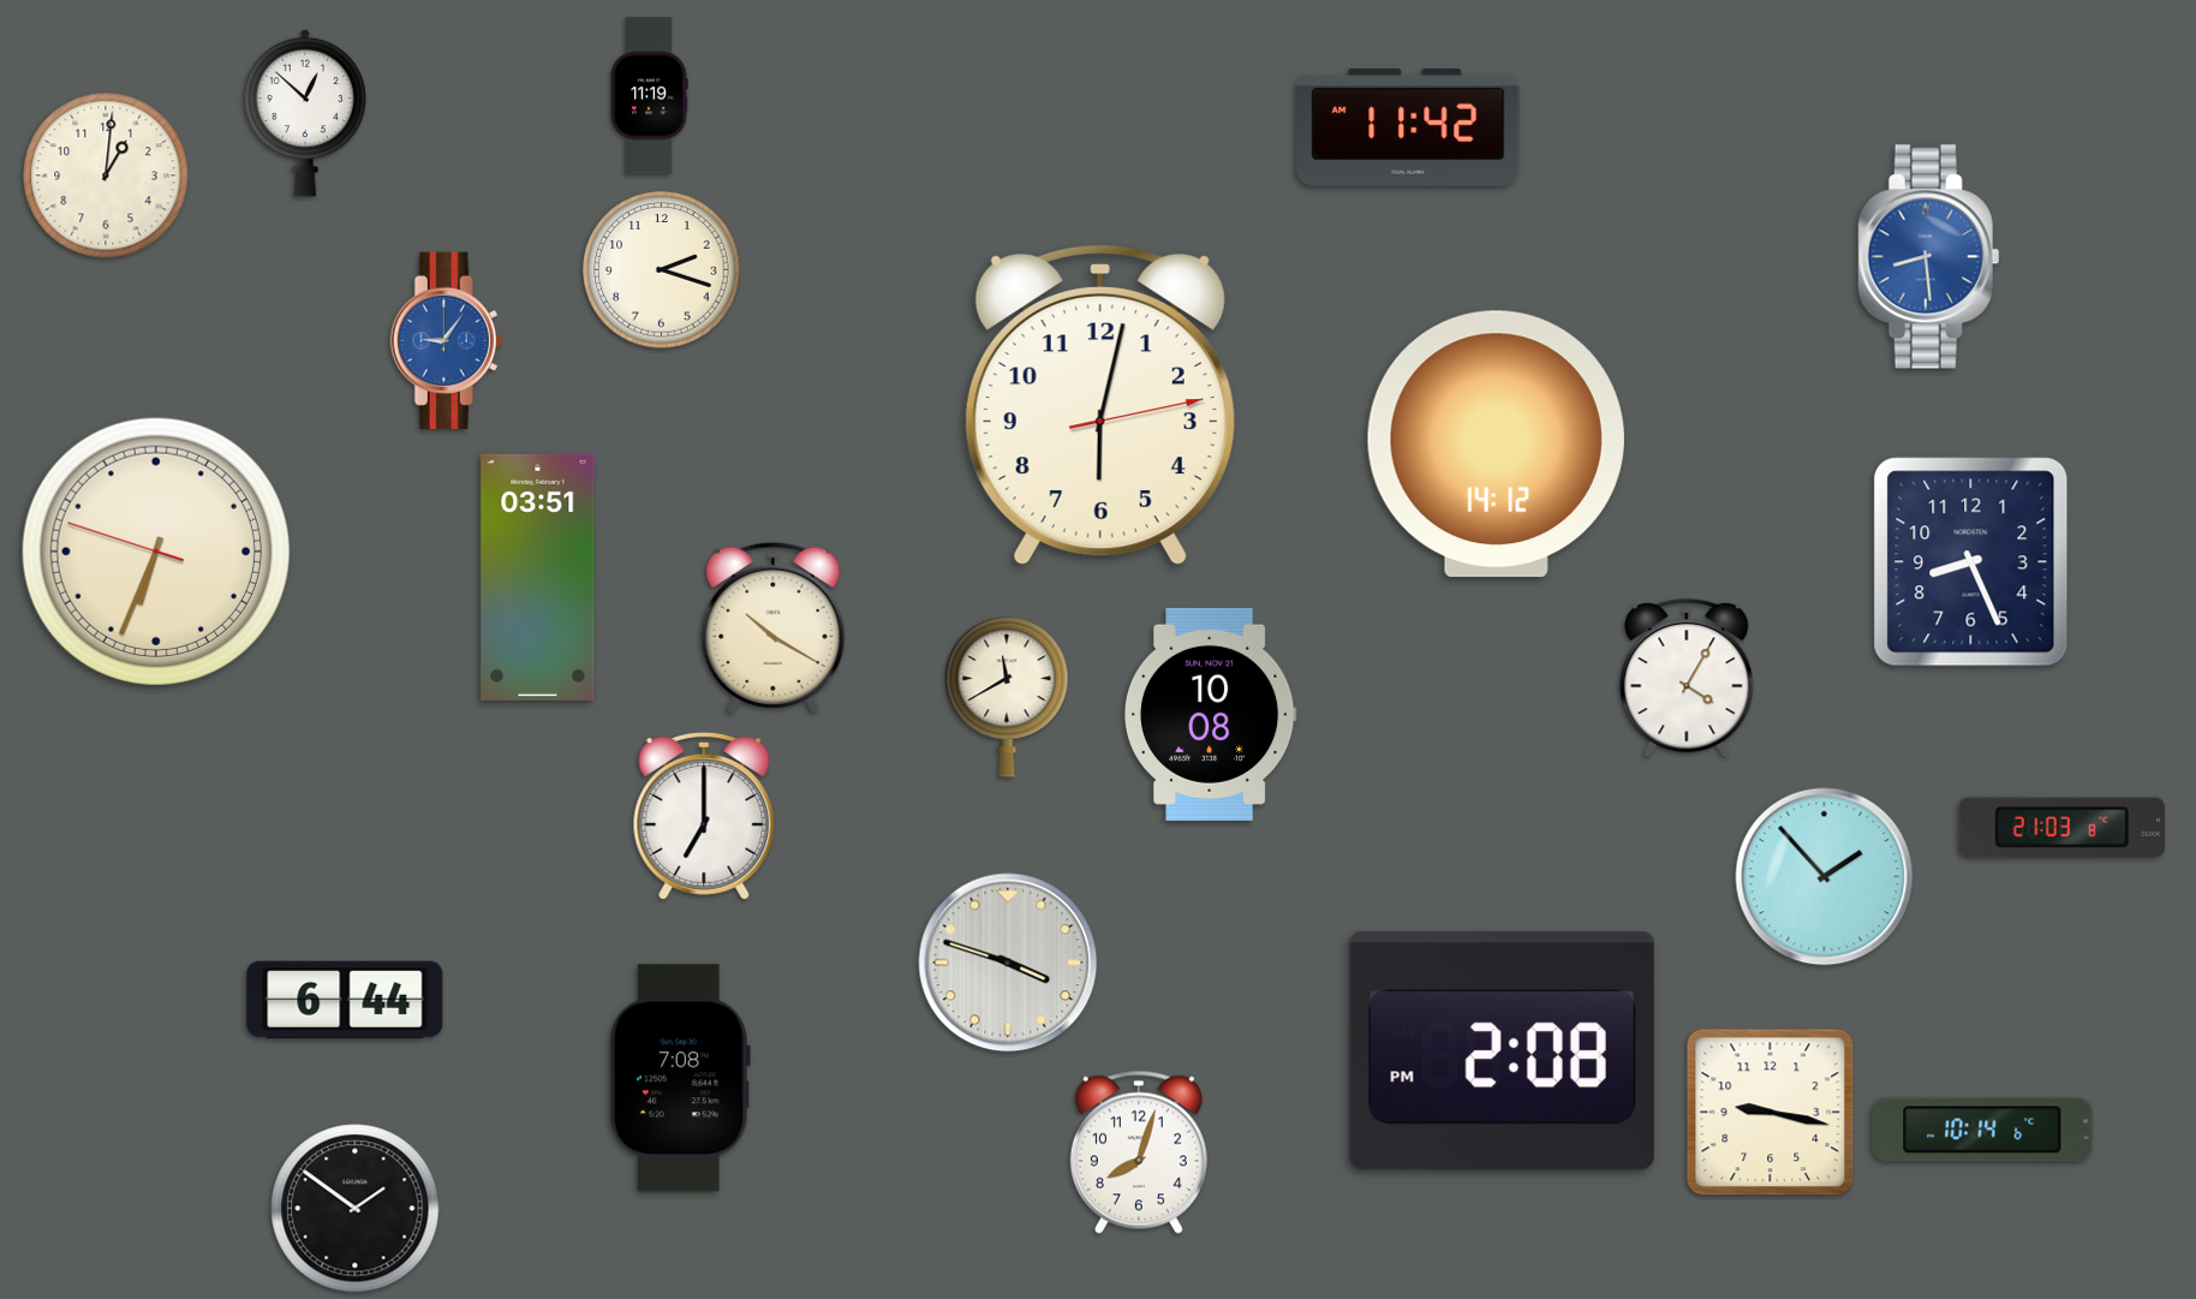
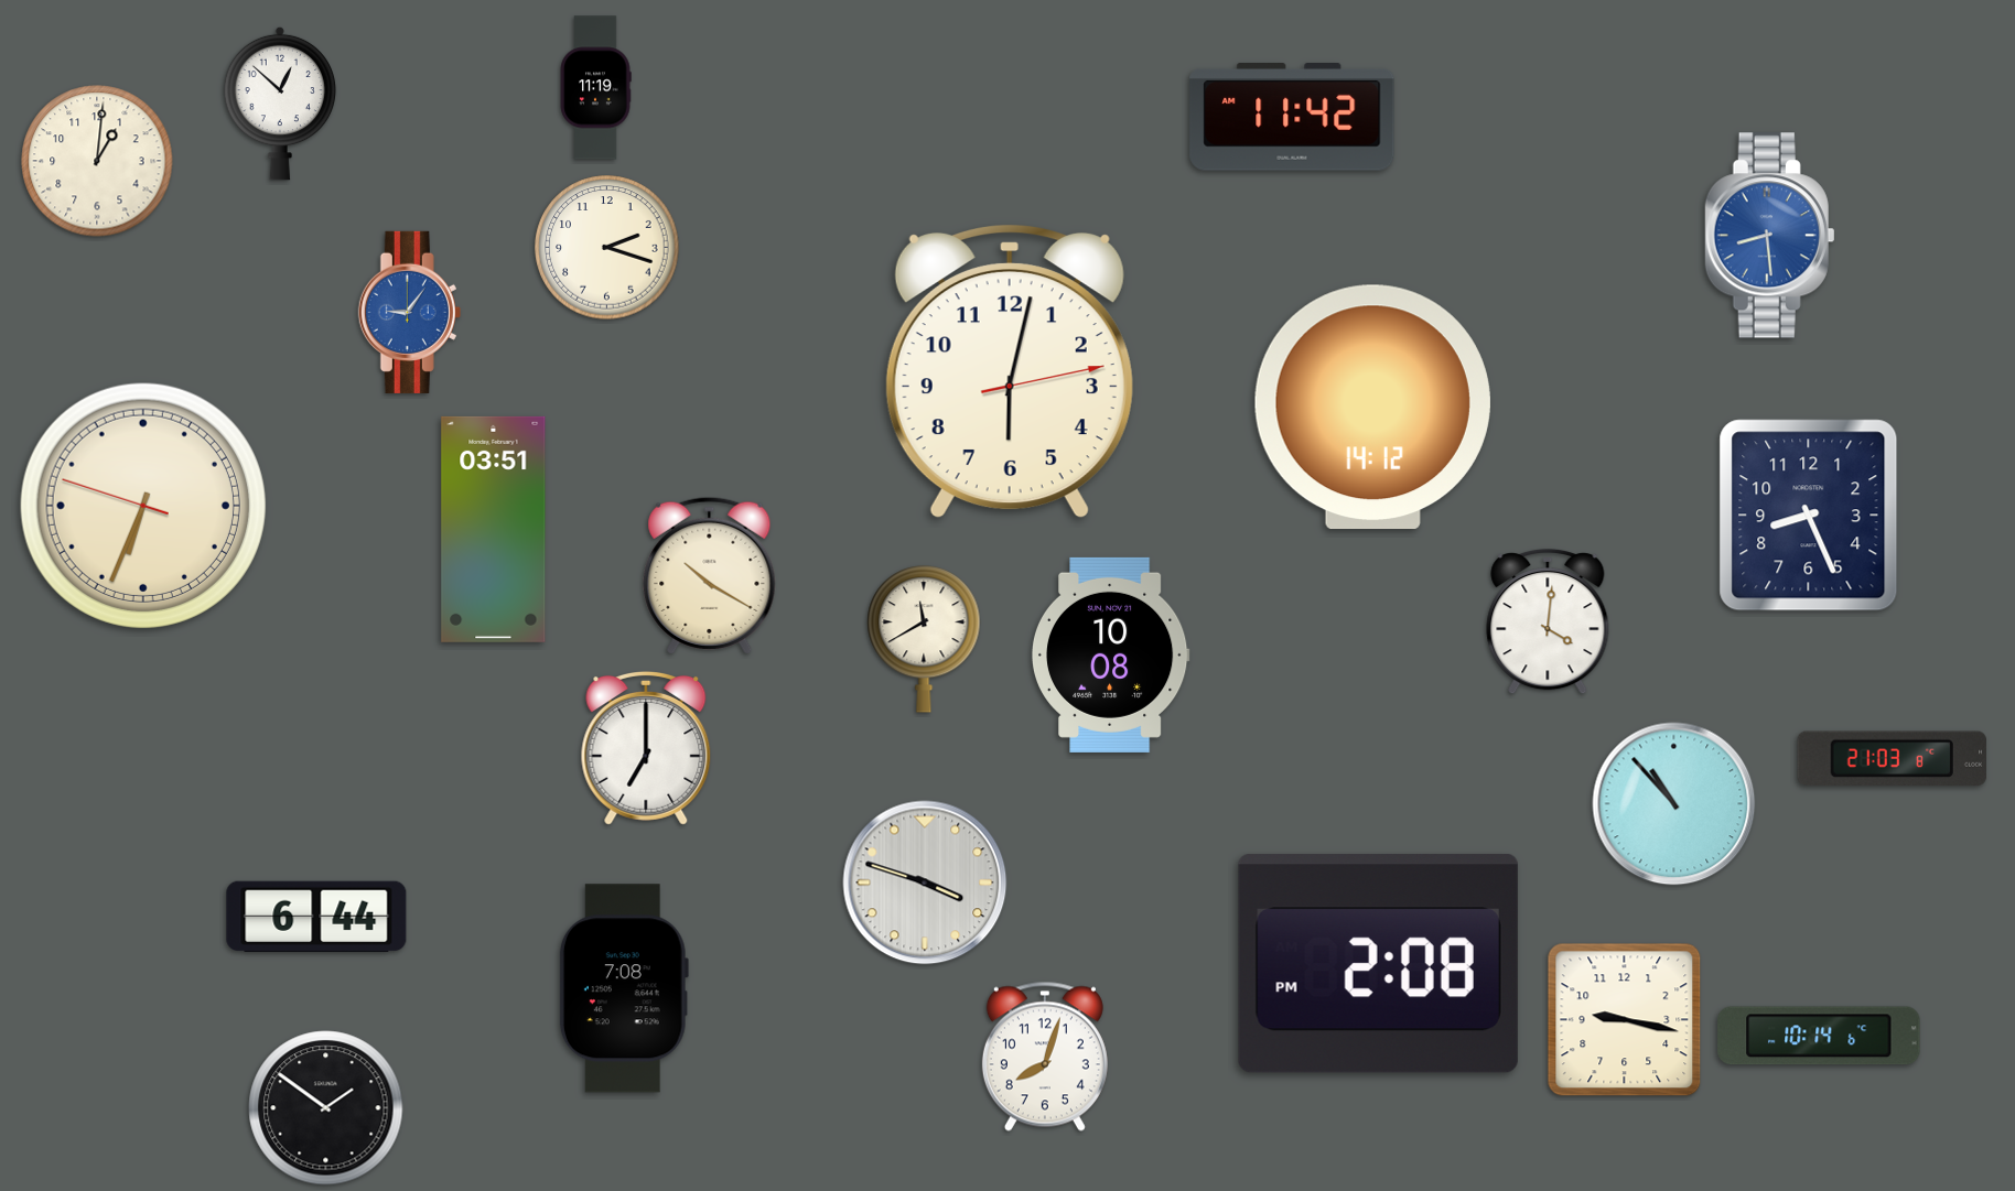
clock at (1687, 678): 4:05 -> 4:01
clock at (1825, 877): 1:53 -> 10:53
